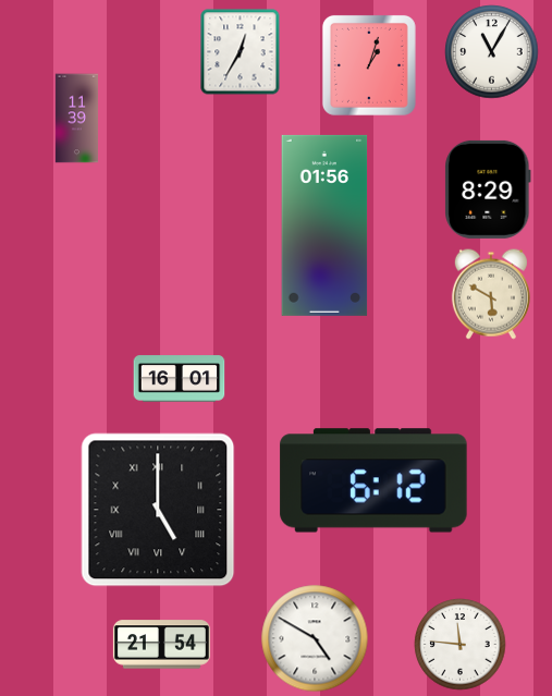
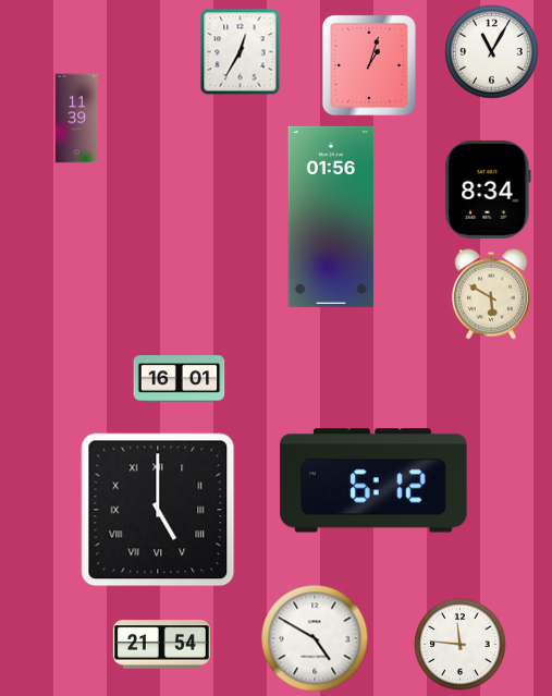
clock at (488, 190): 8:29 -> 8:34
clock at (324, 225) position: (324, 225) -> (331, 217)
